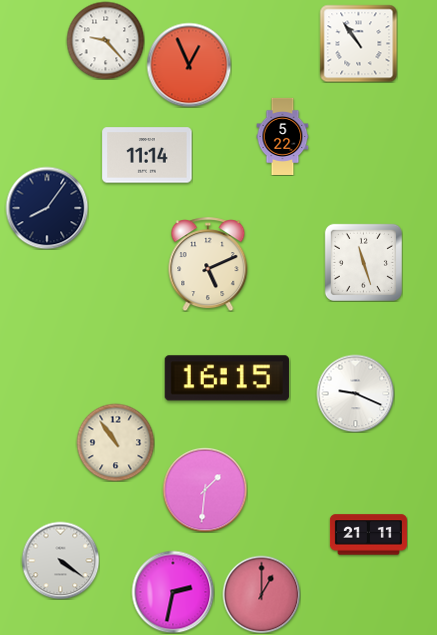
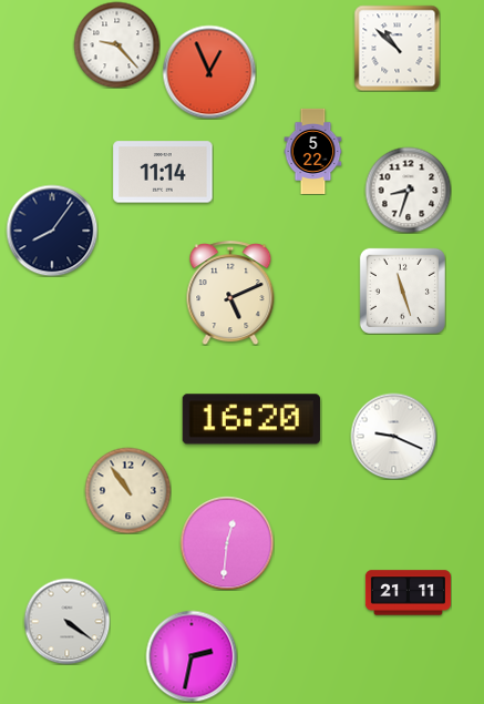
clock at (358, 43): 10:54 -> 10:52
clock at (408, 190): none -> 8:33
clock at (227, 378): 16:15 -> 16:20
clock at (205, 490): 1:31 -> 12:31
clock at (261, 594): 1:00 -> none
